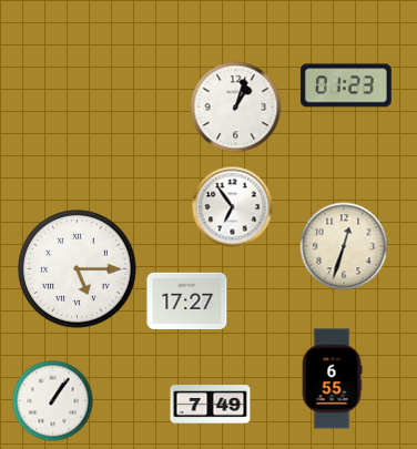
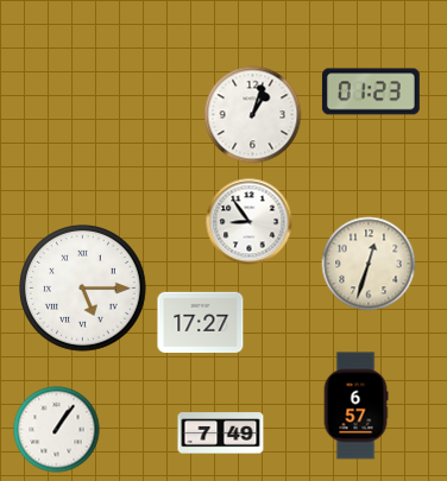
clock at (233, 207): 6:54 -> 8:54
clock at (332, 379): 6:55 -> 6:57
clock at (211, 405) position: (211, 405) -> (221, 433)
